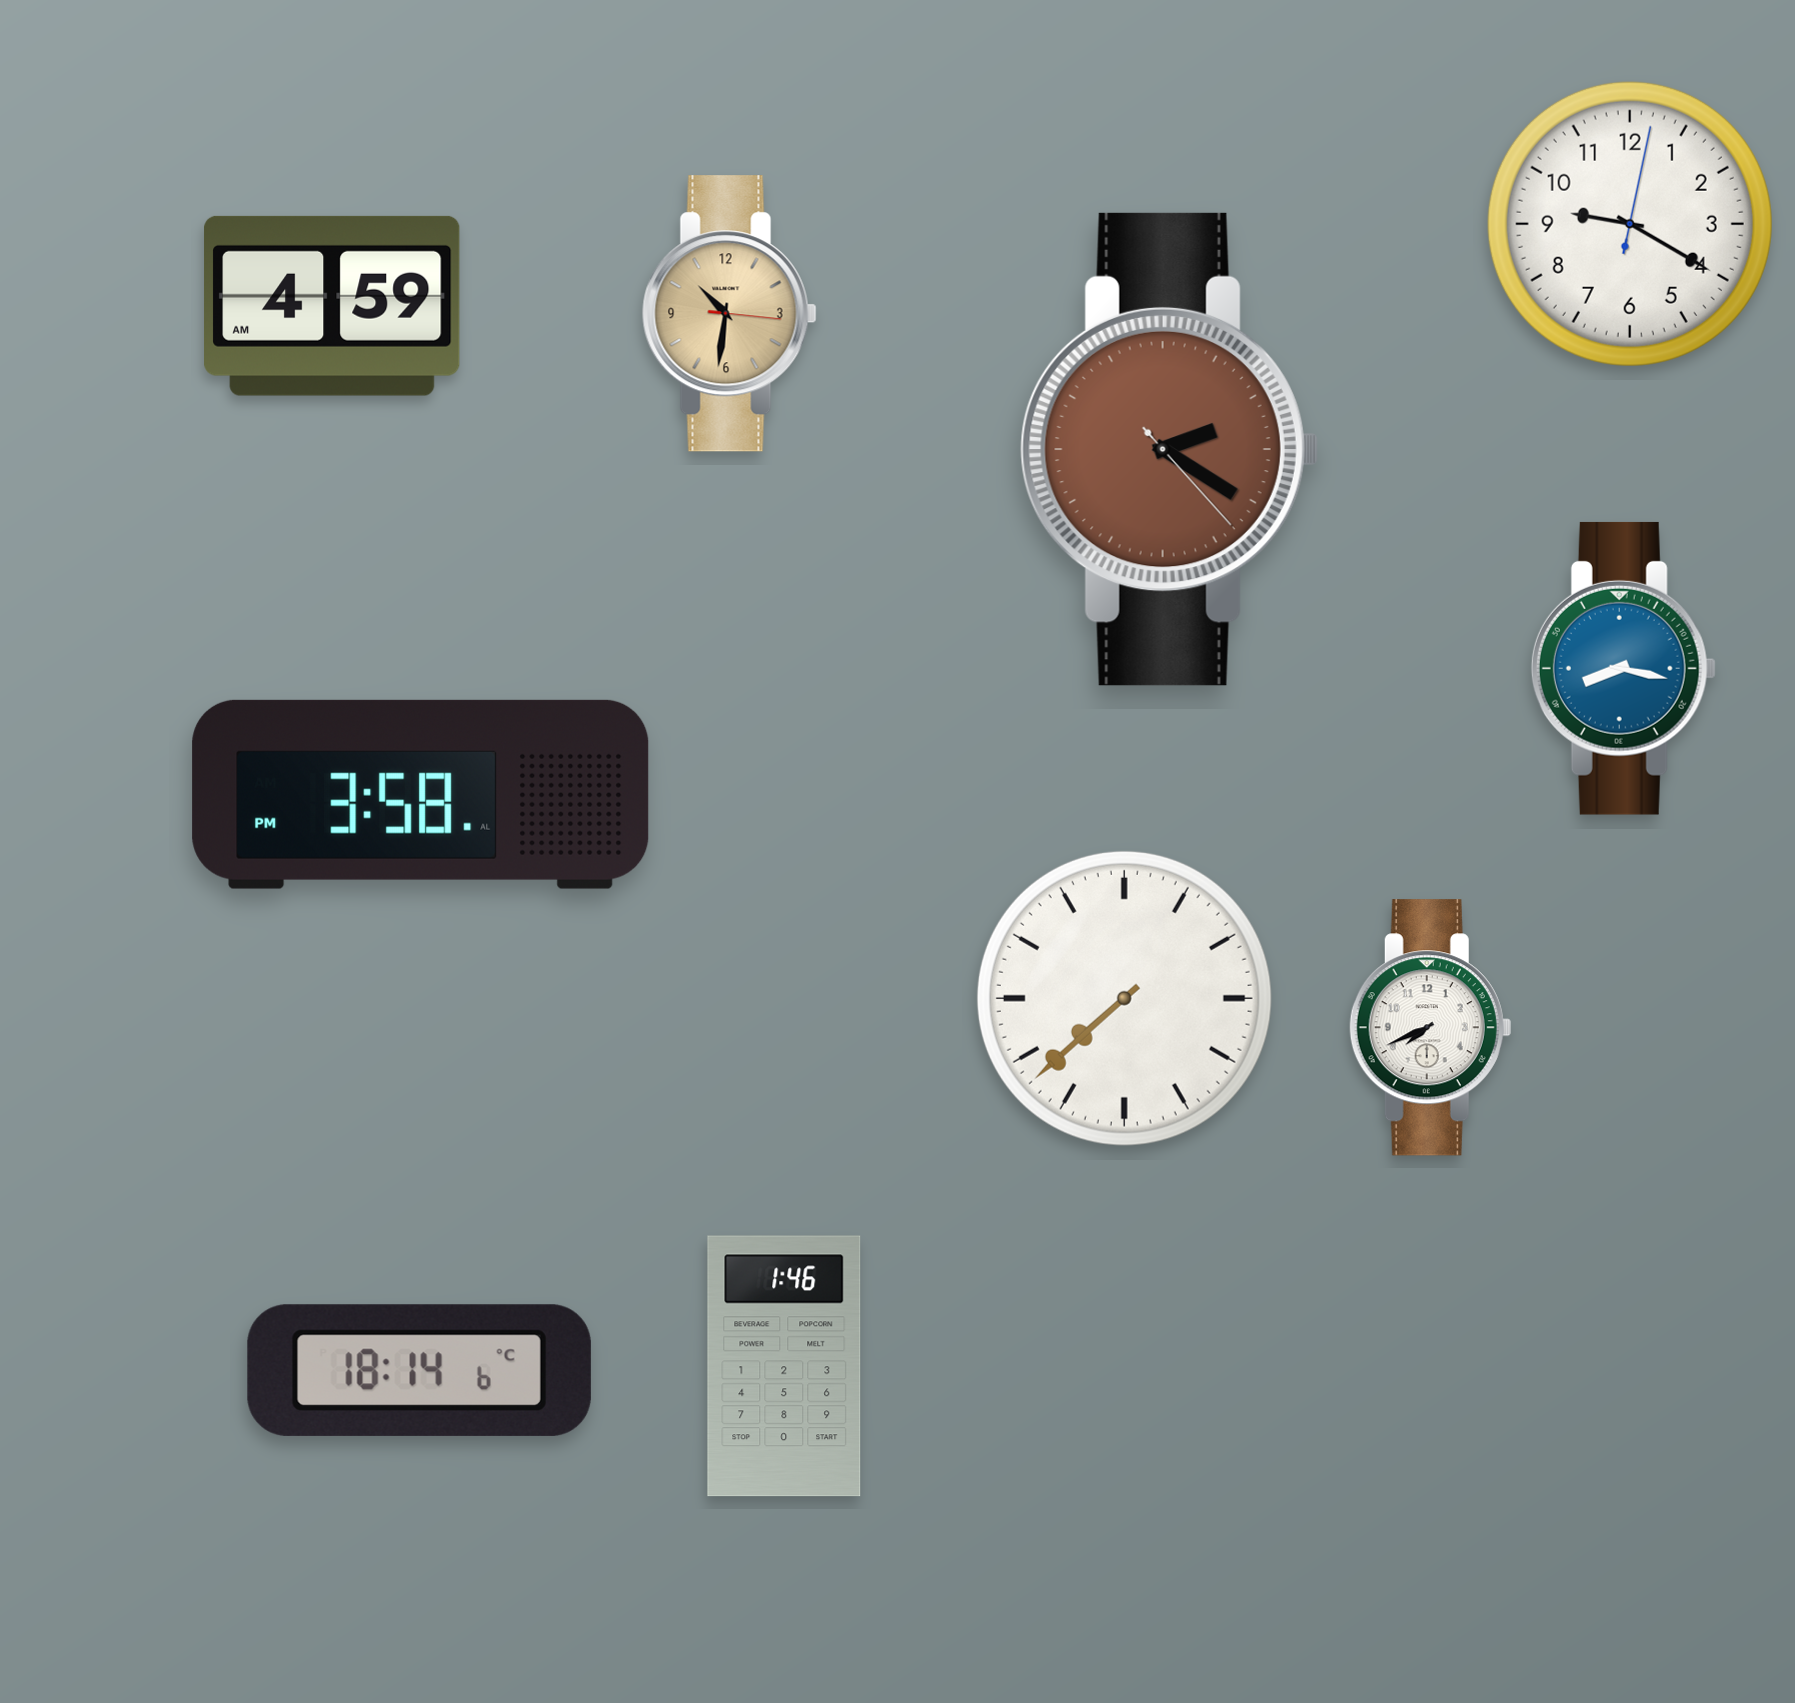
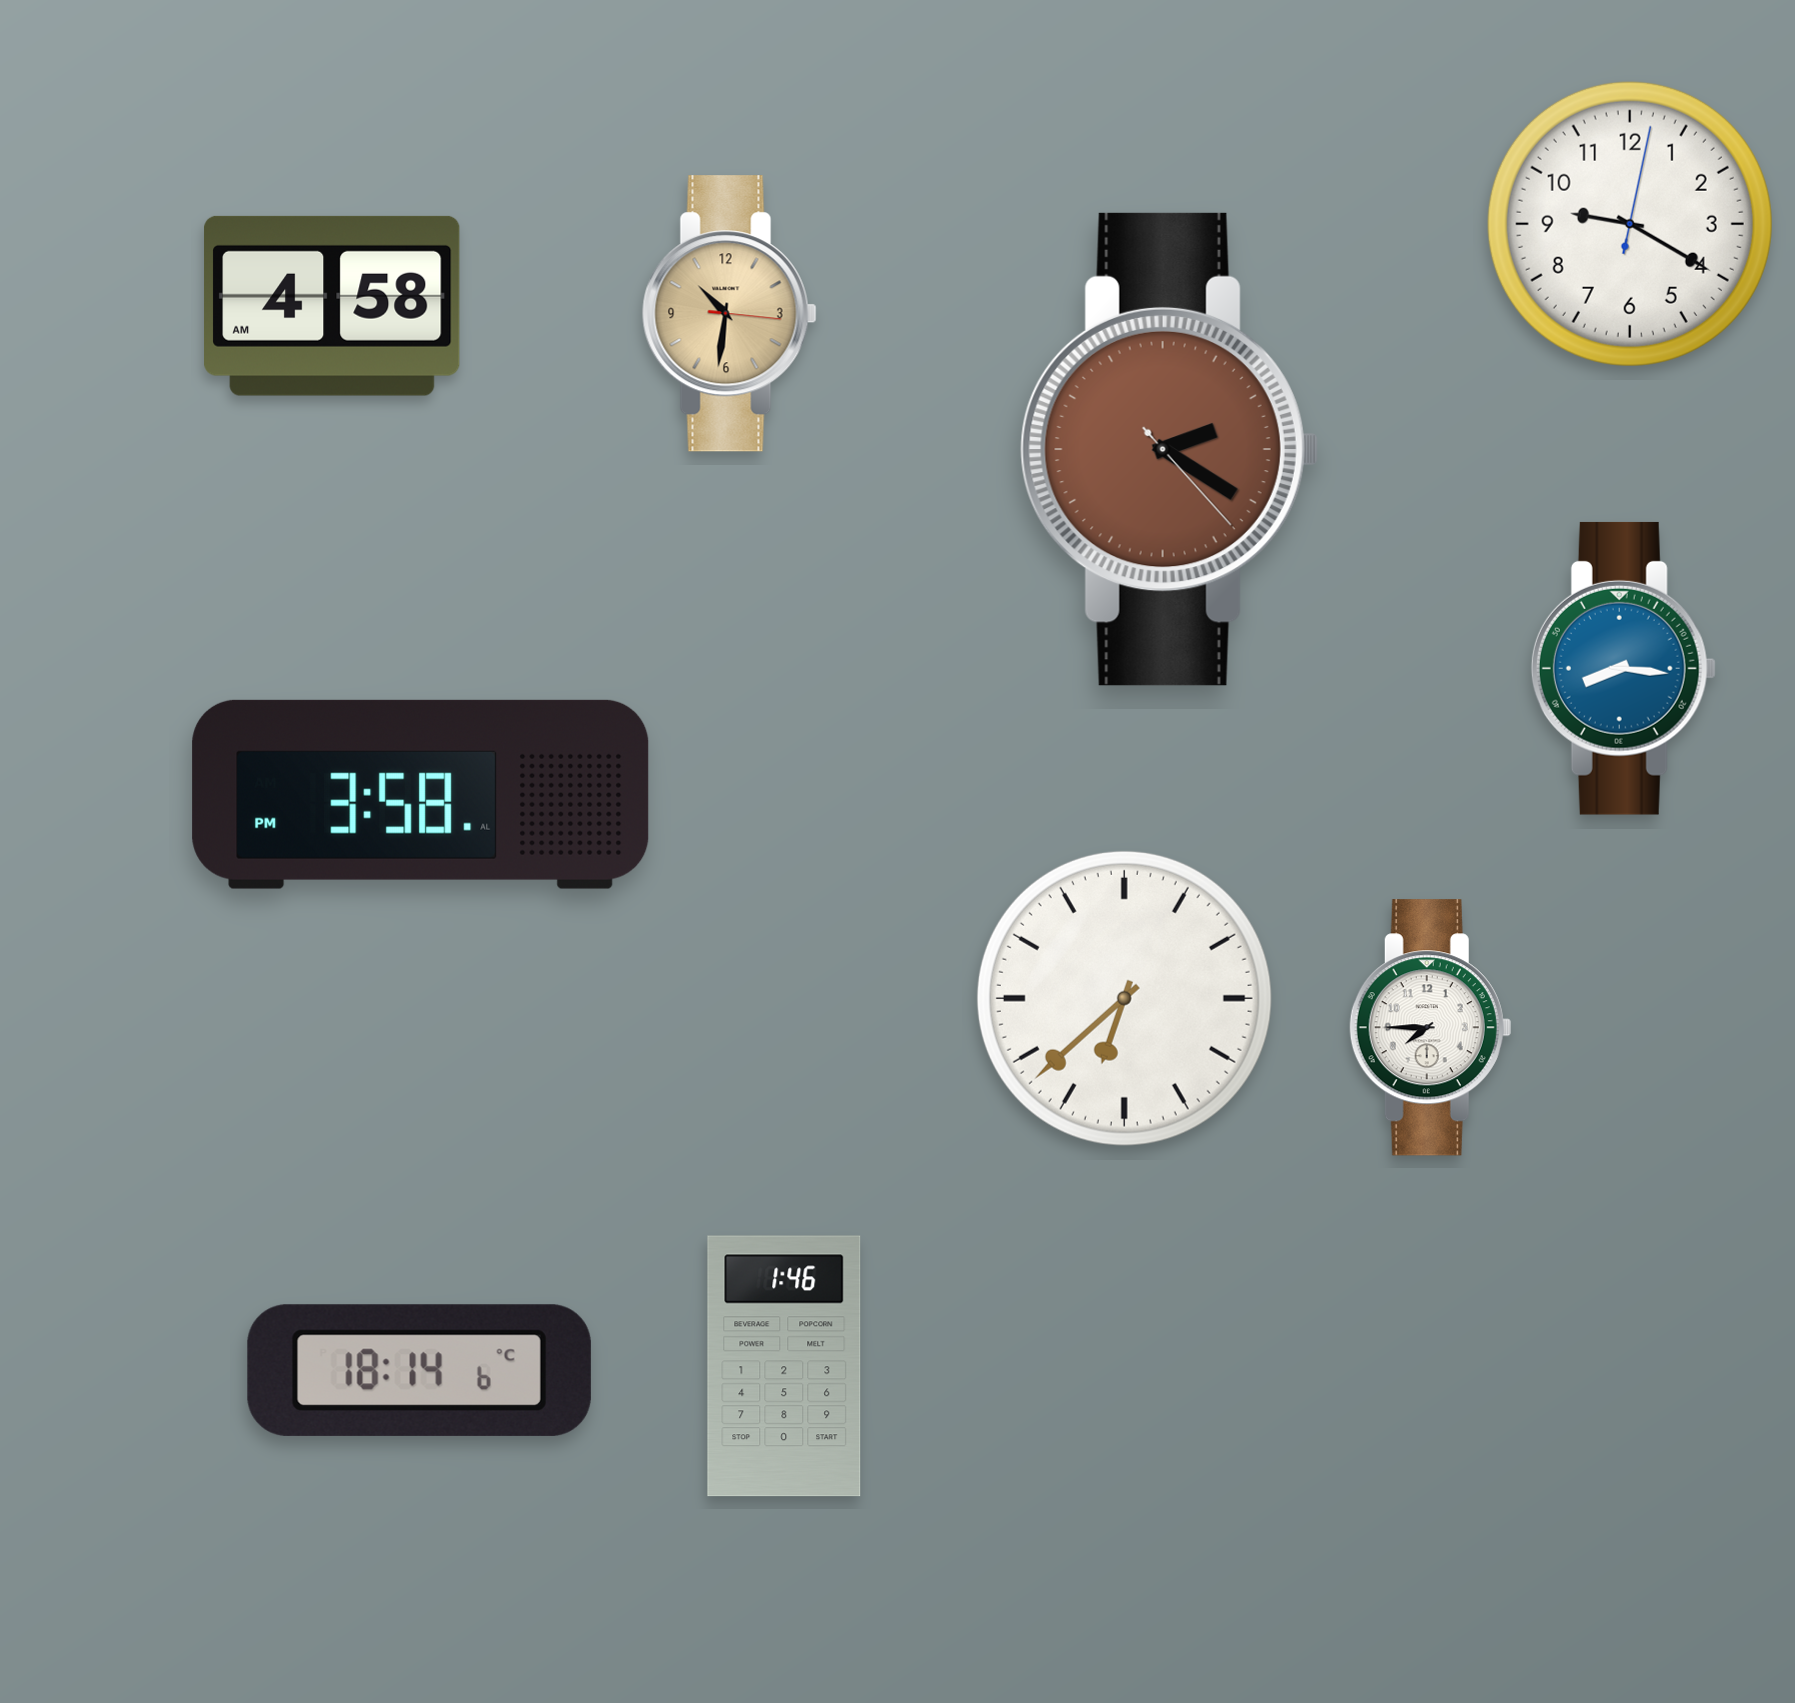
clock at (332, 306): 4:59 -> 4:58
clock at (1623, 668): 8:17 -> 8:16
clock at (1124, 998): 7:38 -> 6:38
clock at (1430, 1028): 7:41 -> 7:45
